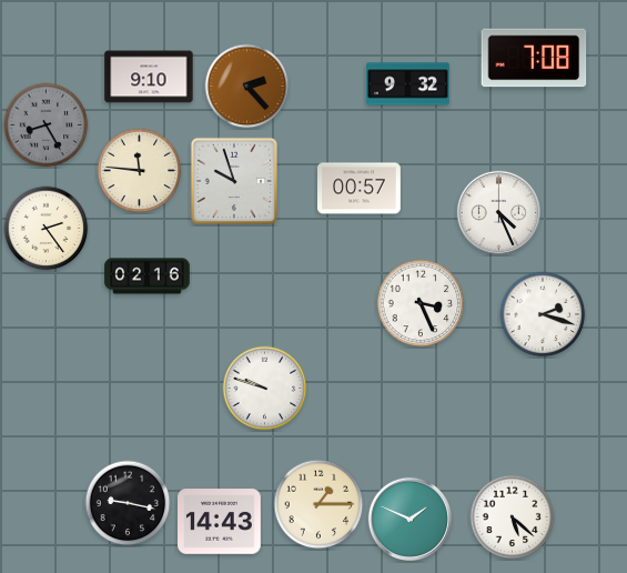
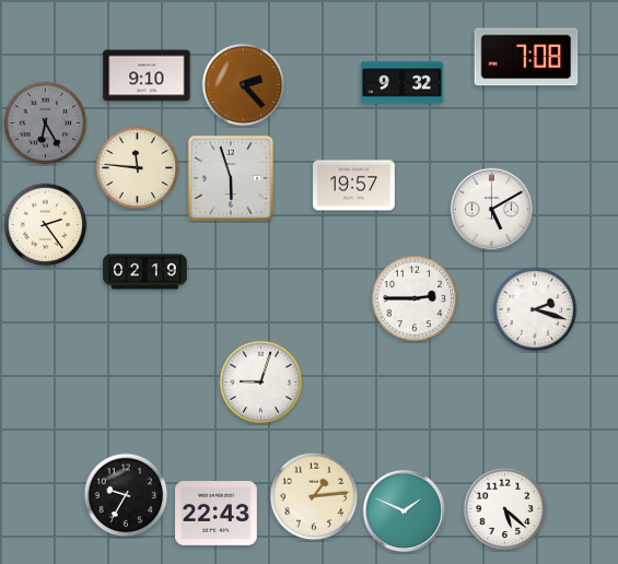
clock at (47, 125): 8:25 -> 6:25
clock at (233, 180): 9:57 -> 5:57
clock at (360, 189): 00:57 -> 19:57
clock at (498, 212): 4:26 -> 5:10
clock at (148, 277): 02:16 -> 02:19
clock at (421, 303): 3:26 -> 2:45
clock at (265, 389): 9:48 -> 9:03
clock at (128, 503): 9:17 -> 9:35
clock at (318, 504): 1:15 -> 1:14
clock at (220, 522): 14:43 -> 22:43
